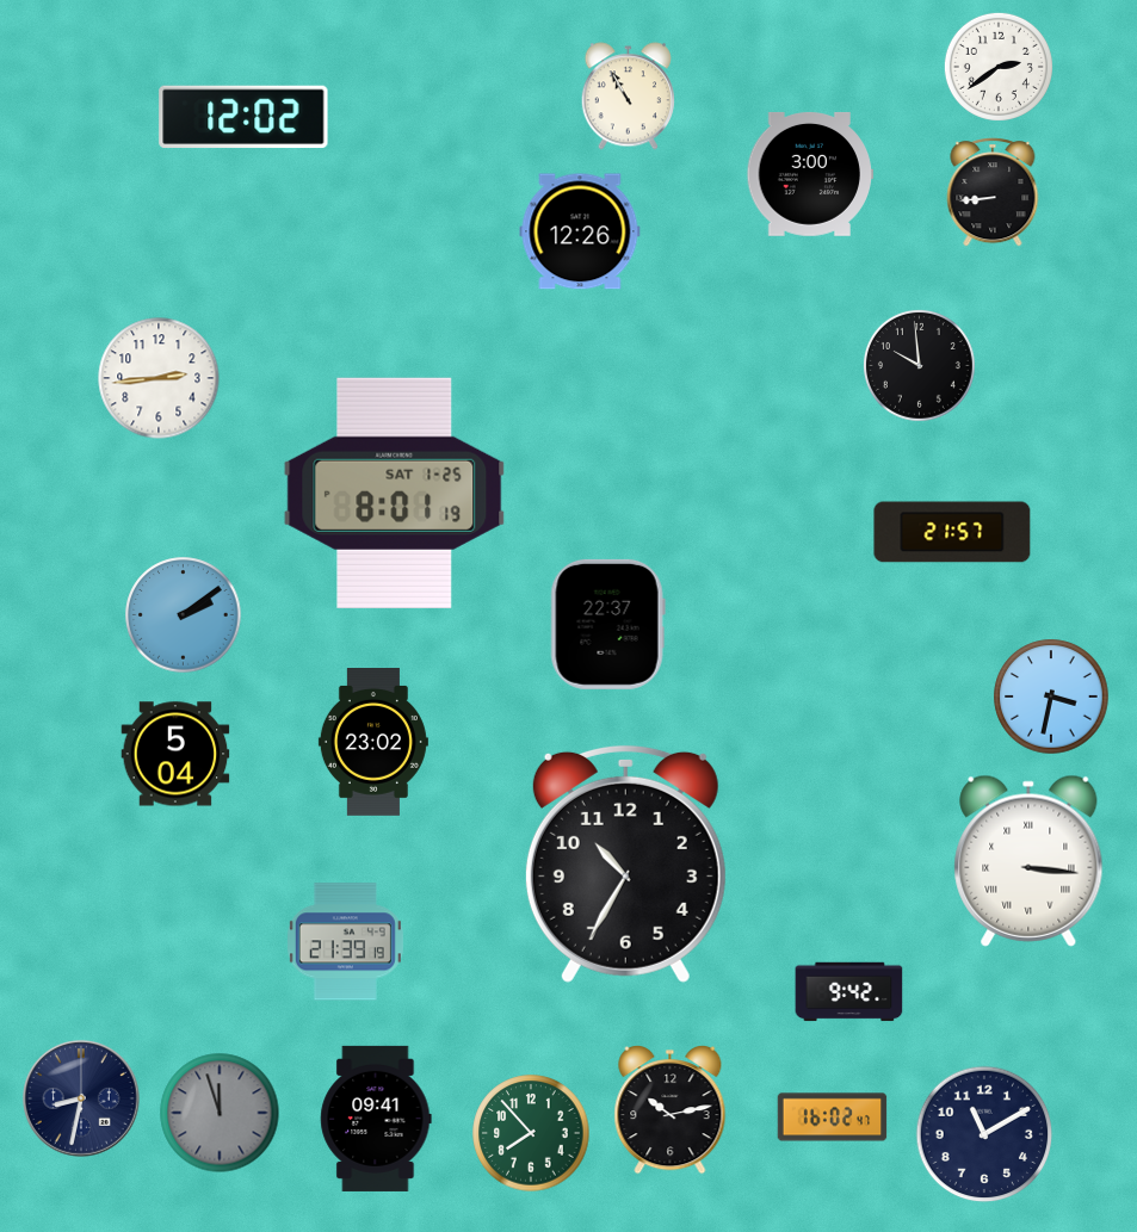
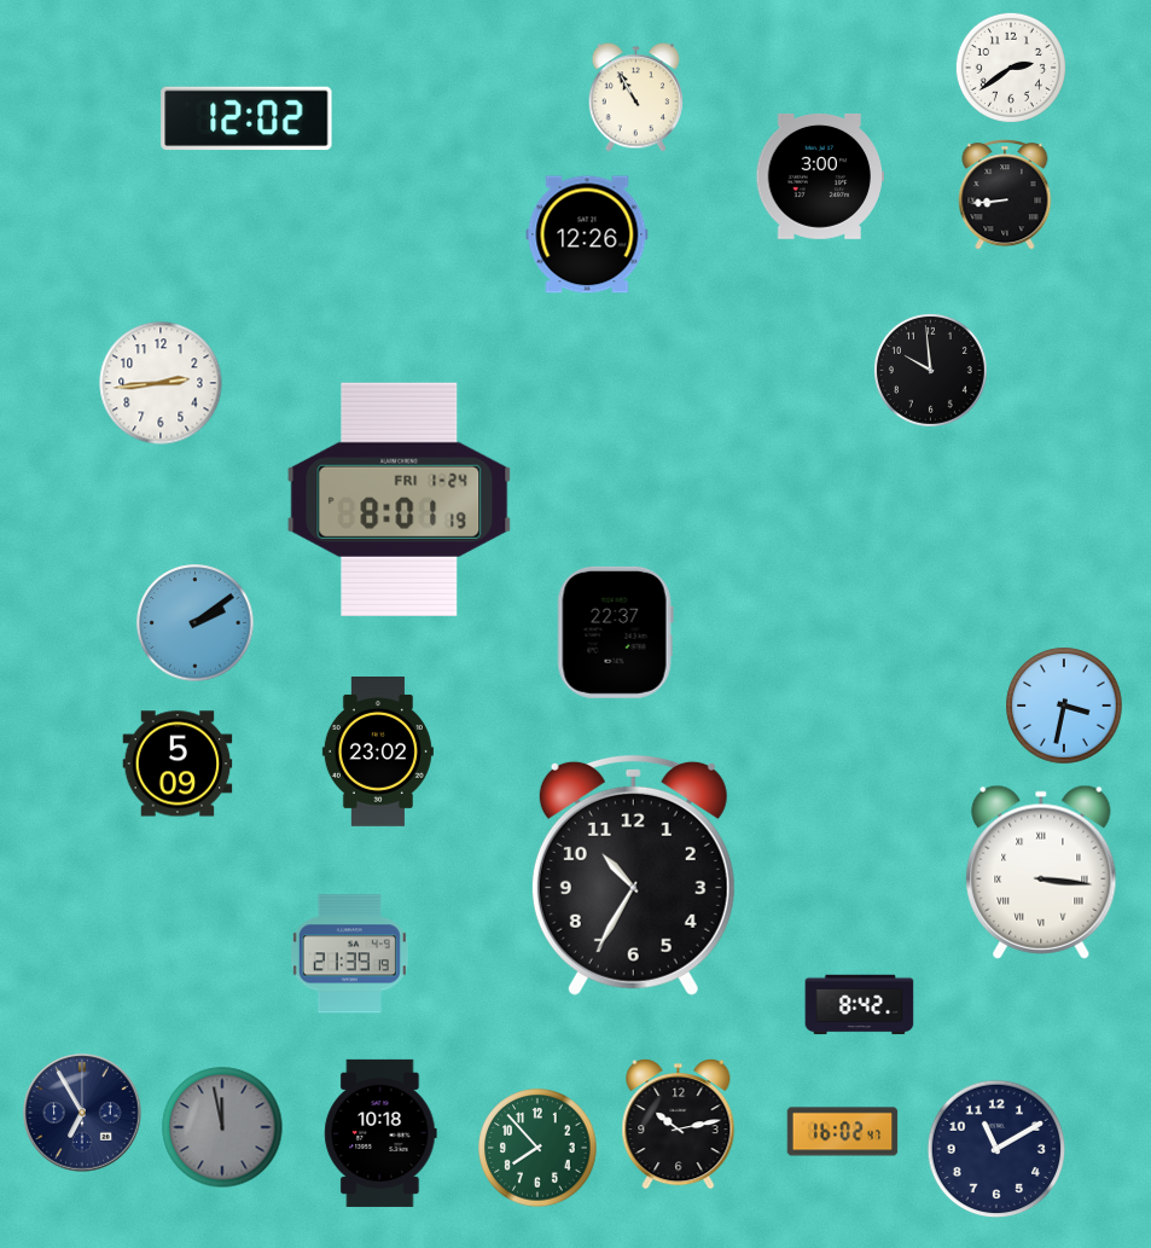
clock at (395, 493) date: SAT 1-25 -> FRI 1-24
clock at (952, 532): 21:57 -> none
clock at (184, 615) position: (184, 615) -> (196, 623)
clock at (175, 754): 5:04 -> 5:09
clock at (849, 992): 9:42 -> 8:42
clock at (81, 1098): 8:32 -> 6:55
clock at (220, 1113): 11:57 -> 11:58
clock at (376, 1119): 09:41 -> 10:18
